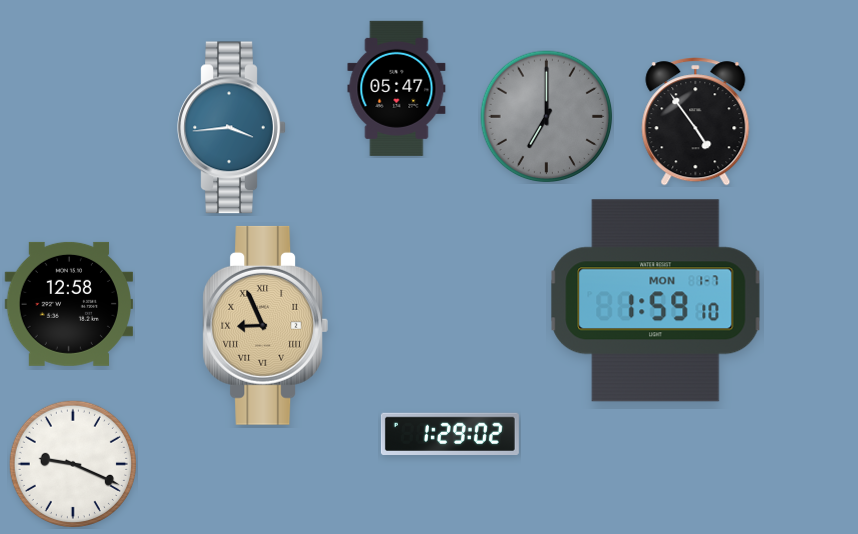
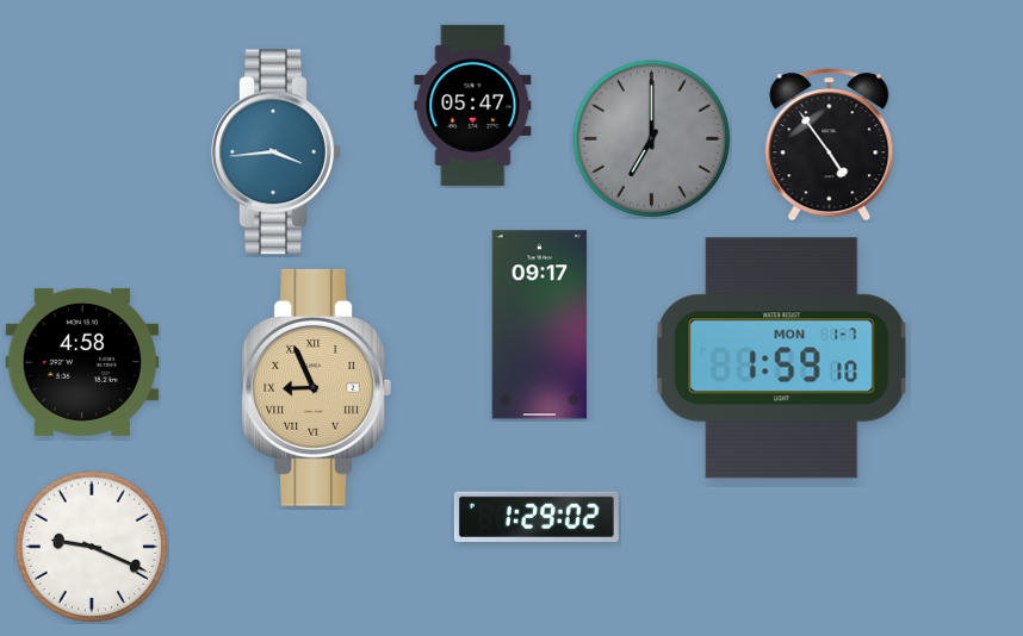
clock at (540, 325): none -> 09:17
clock at (69, 304): 12:58 -> 4:58
clock at (73, 464) position: (73, 464) -> (92, 547)
